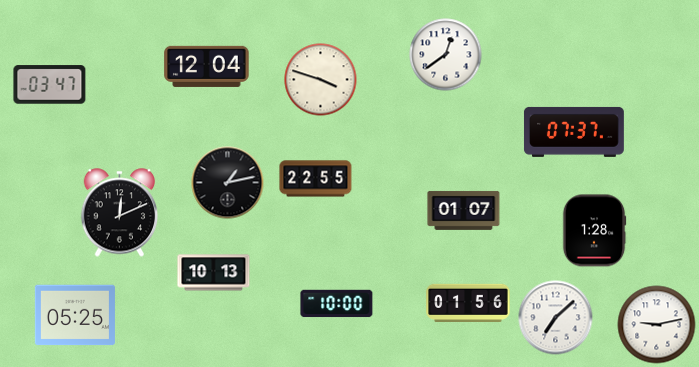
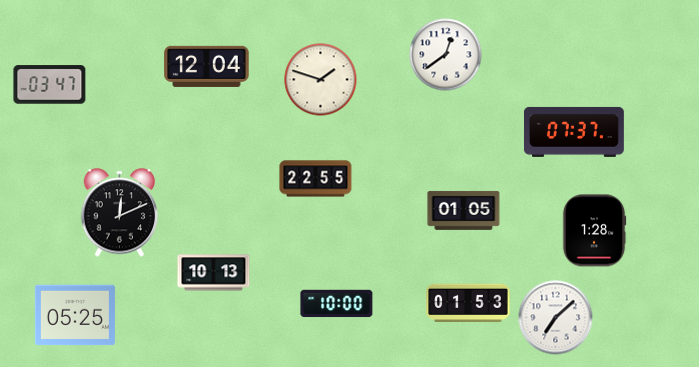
clock at (321, 80): 3:48 -> 1:48
clock at (228, 183): 1:13 -> none
clock at (464, 210): 01:07 -> 01:05
clock at (468, 302): 01:56 -> 01:53
clock at (657, 325): 9:13 -> none
